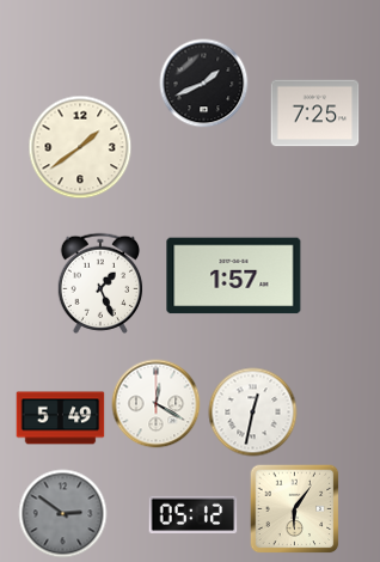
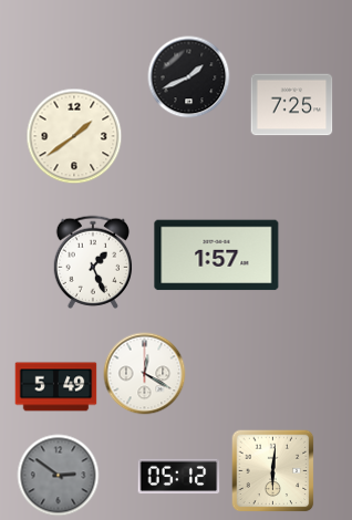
clock at (253, 413): 12:32 -> none
clock at (295, 509): 6:06 -> 6:01
